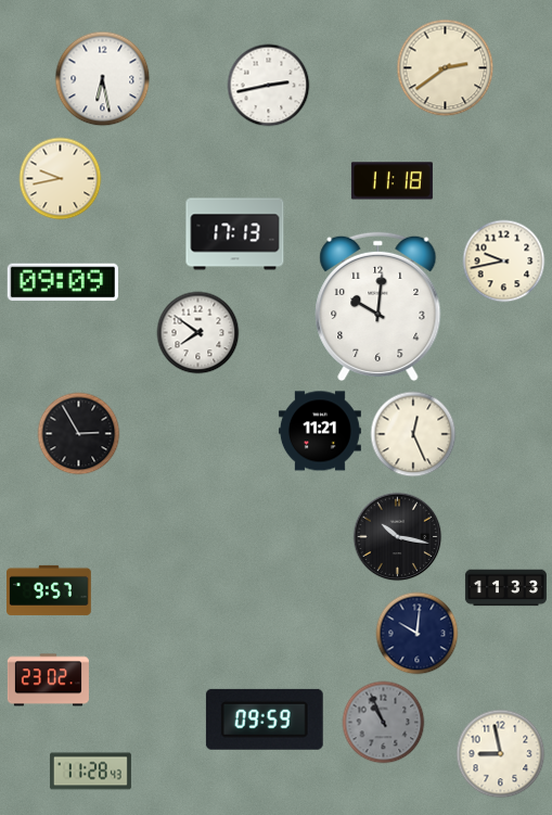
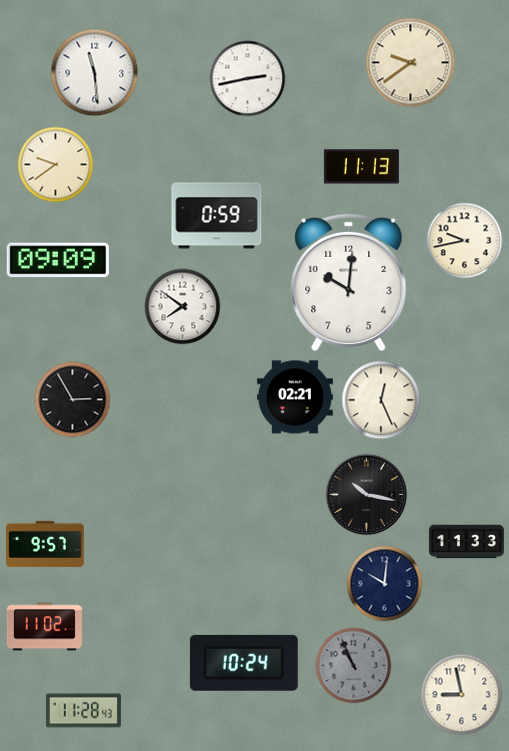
clock at (446, 68): 2:39 -> 9:39
clock at (103, 79): 6:28 -> 11:29
clock at (61, 179): 9:43 -> 9:39
clock at (391, 181): 11:18 -> 11:13
clock at (235, 234): 17:13 -> 0:59
clock at (320, 431): 11:21 -> 02:21
clock at (48, 680): 23:02 -> 11:02
clock at (265, 720): 09:59 -> 10:24
